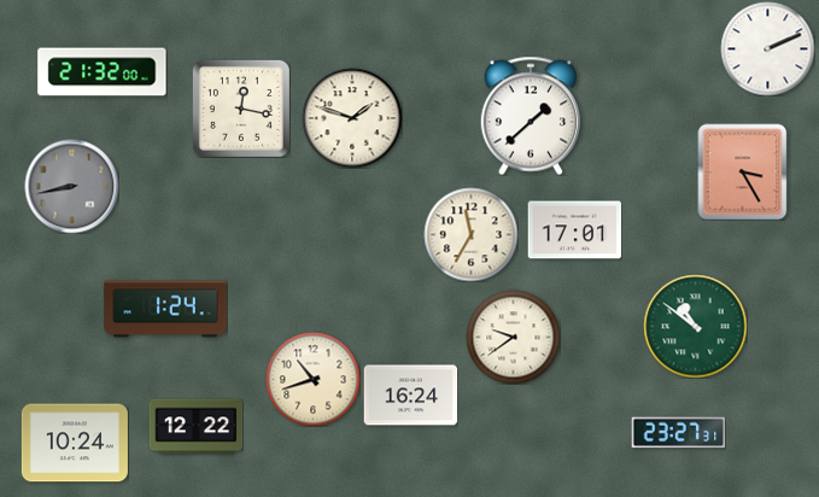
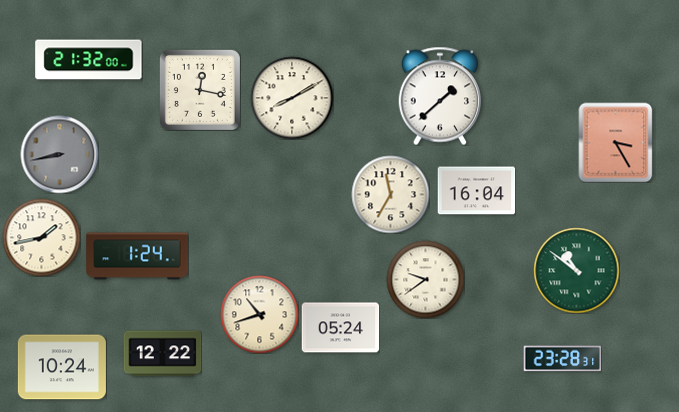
clock at (767, 48): 2:11 -> none
clock at (103, 72) position: (103, 72) -> (89, 60)
clock at (352, 118): 1:48 -> 8:10
clock at (574, 230): 17:01 -> 16:04
clock at (41, 237): none -> 1:43
clock at (410, 396): 16:24 -> 05:24
clock at (678, 433): 23:27 -> 23:28
